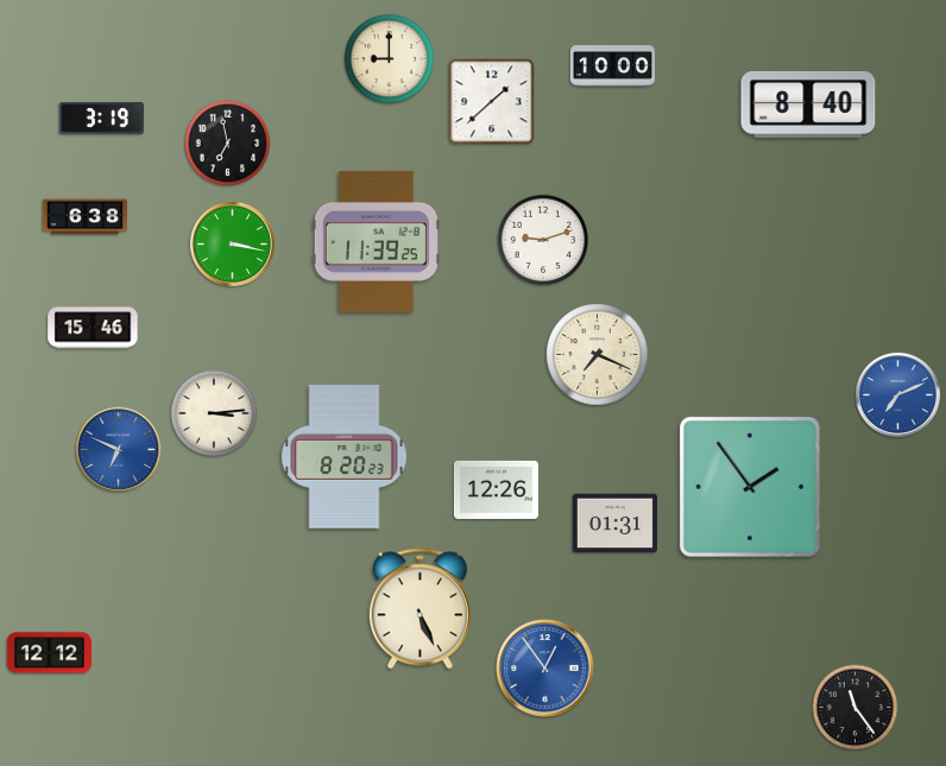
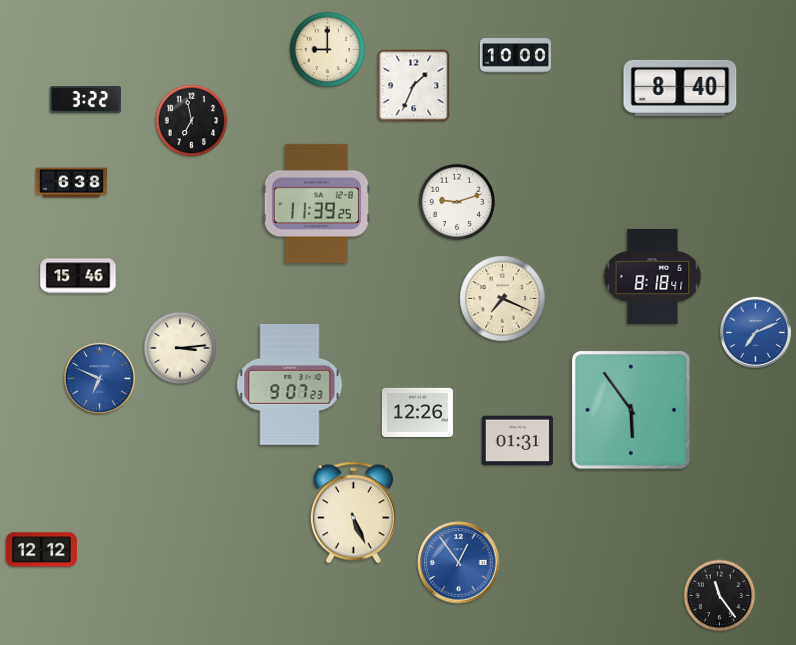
clock at (492, 102): 1:38 -> 1:34
clock at (101, 119): 3:19 -> 3:22
clock at (232, 243): 3:17 -> none
clock at (653, 276): none -> 8:18
clock at (345, 457): 8:20 -> 9:07
clock at (750, 487): 1:54 -> 5:54
